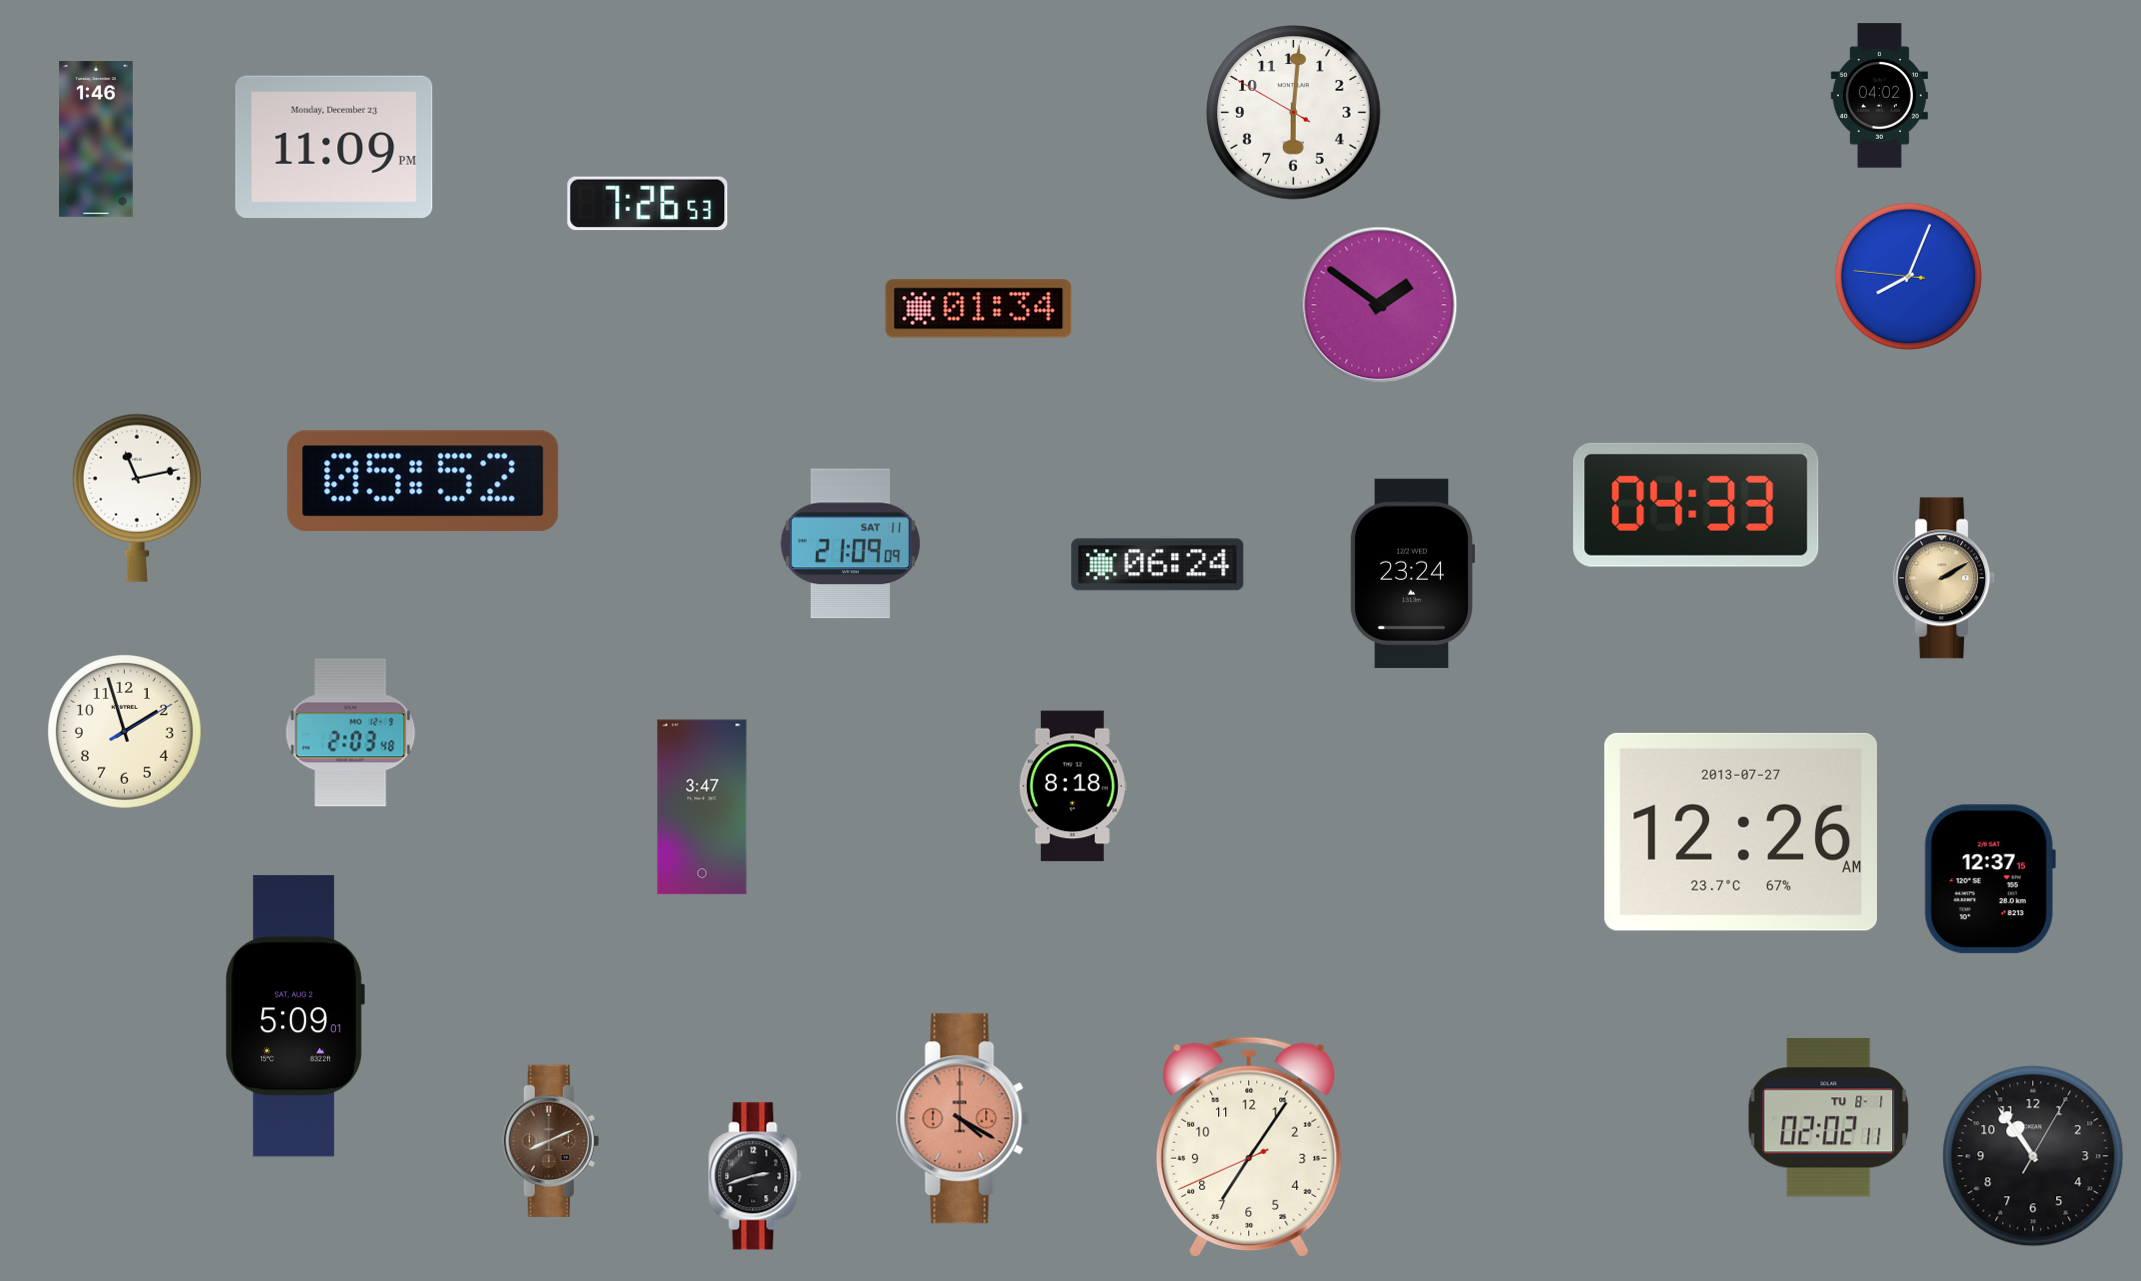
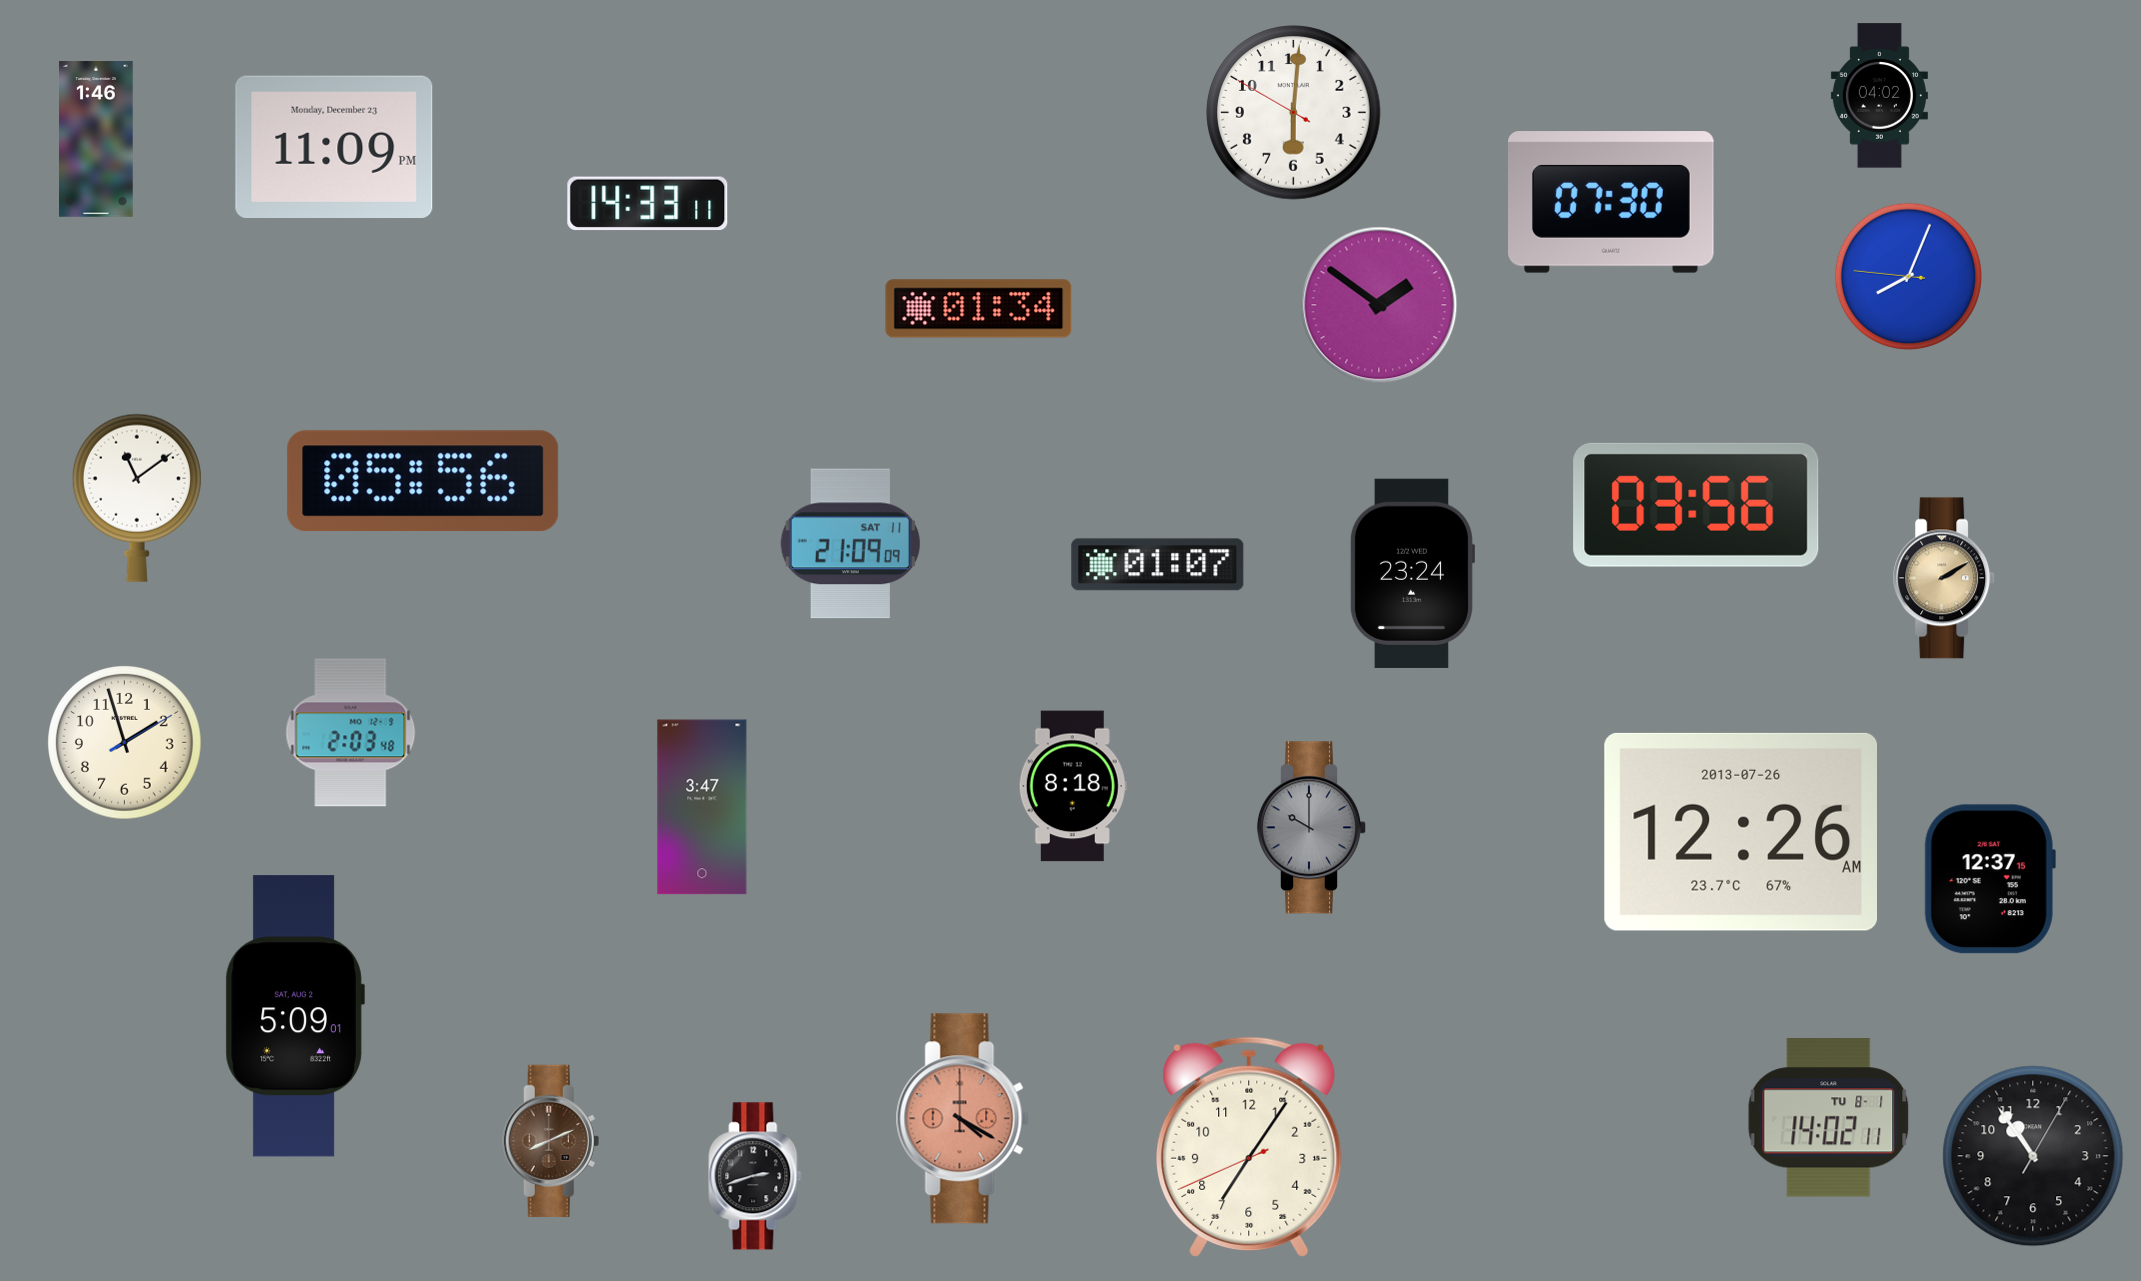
clock at (1612, 202): none -> 07:30
clock at (648, 204): 7:26 -> 14:33
clock at (423, 481): 05:52 -> 05:56
clock at (137, 498): 11:13 -> 11:09
clock at (1696, 505): 04:33 -> 03:56
clock at (1158, 565): 06:24 -> 01:07
clock at (125, 732) position: (125, 732) -> (125, 743)
clock at (1311, 828): none -> 10:00
clock at (1740, 832) date: 2013-07-27 -> 2013-07-26
clock at (1829, 1118): 02:02 -> 14:02
